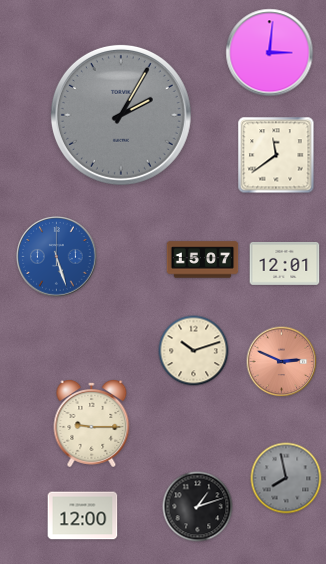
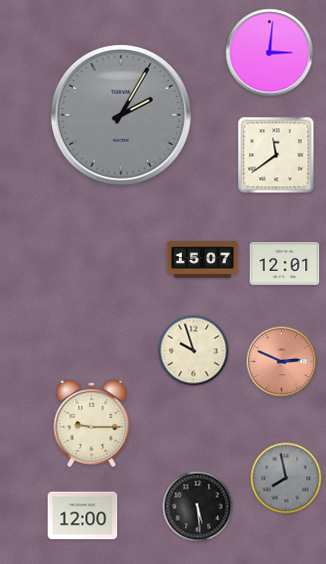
clock at (57, 257): 5:27 -> none
clock at (194, 351): 10:12 -> 9:57
clock at (198, 507): 1:12 -> 5:29
